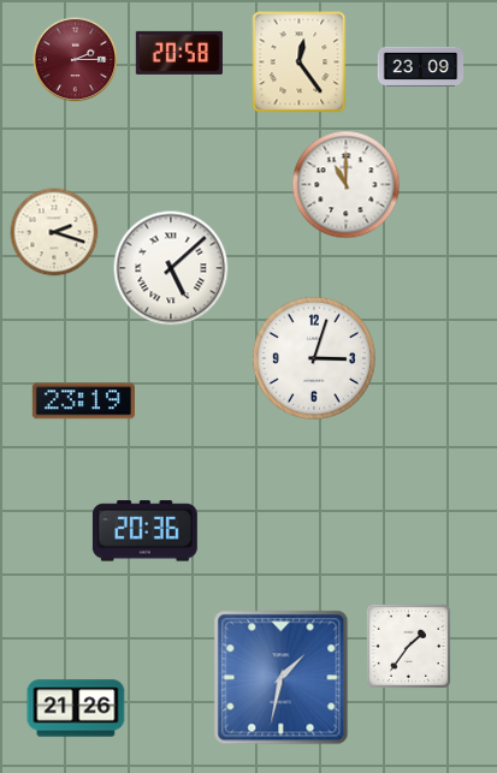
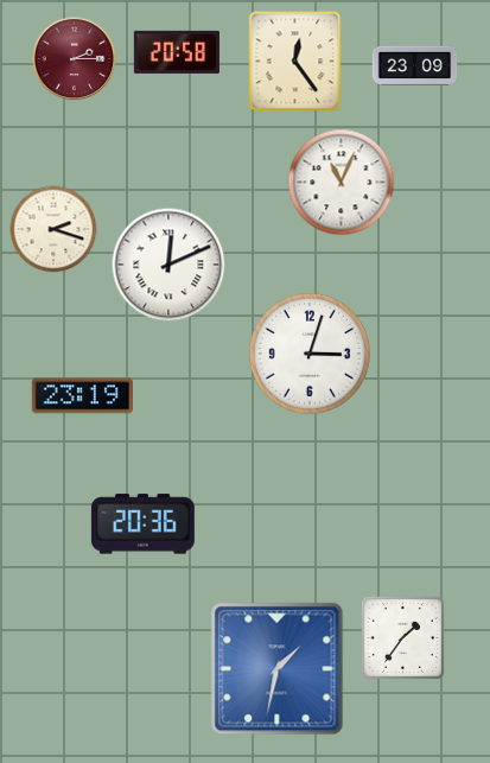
clock at (347, 185): 11:00 -> 11:04
clock at (171, 268): 5:08 -> 12:11
clock at (76, 708): 21:26 -> none
